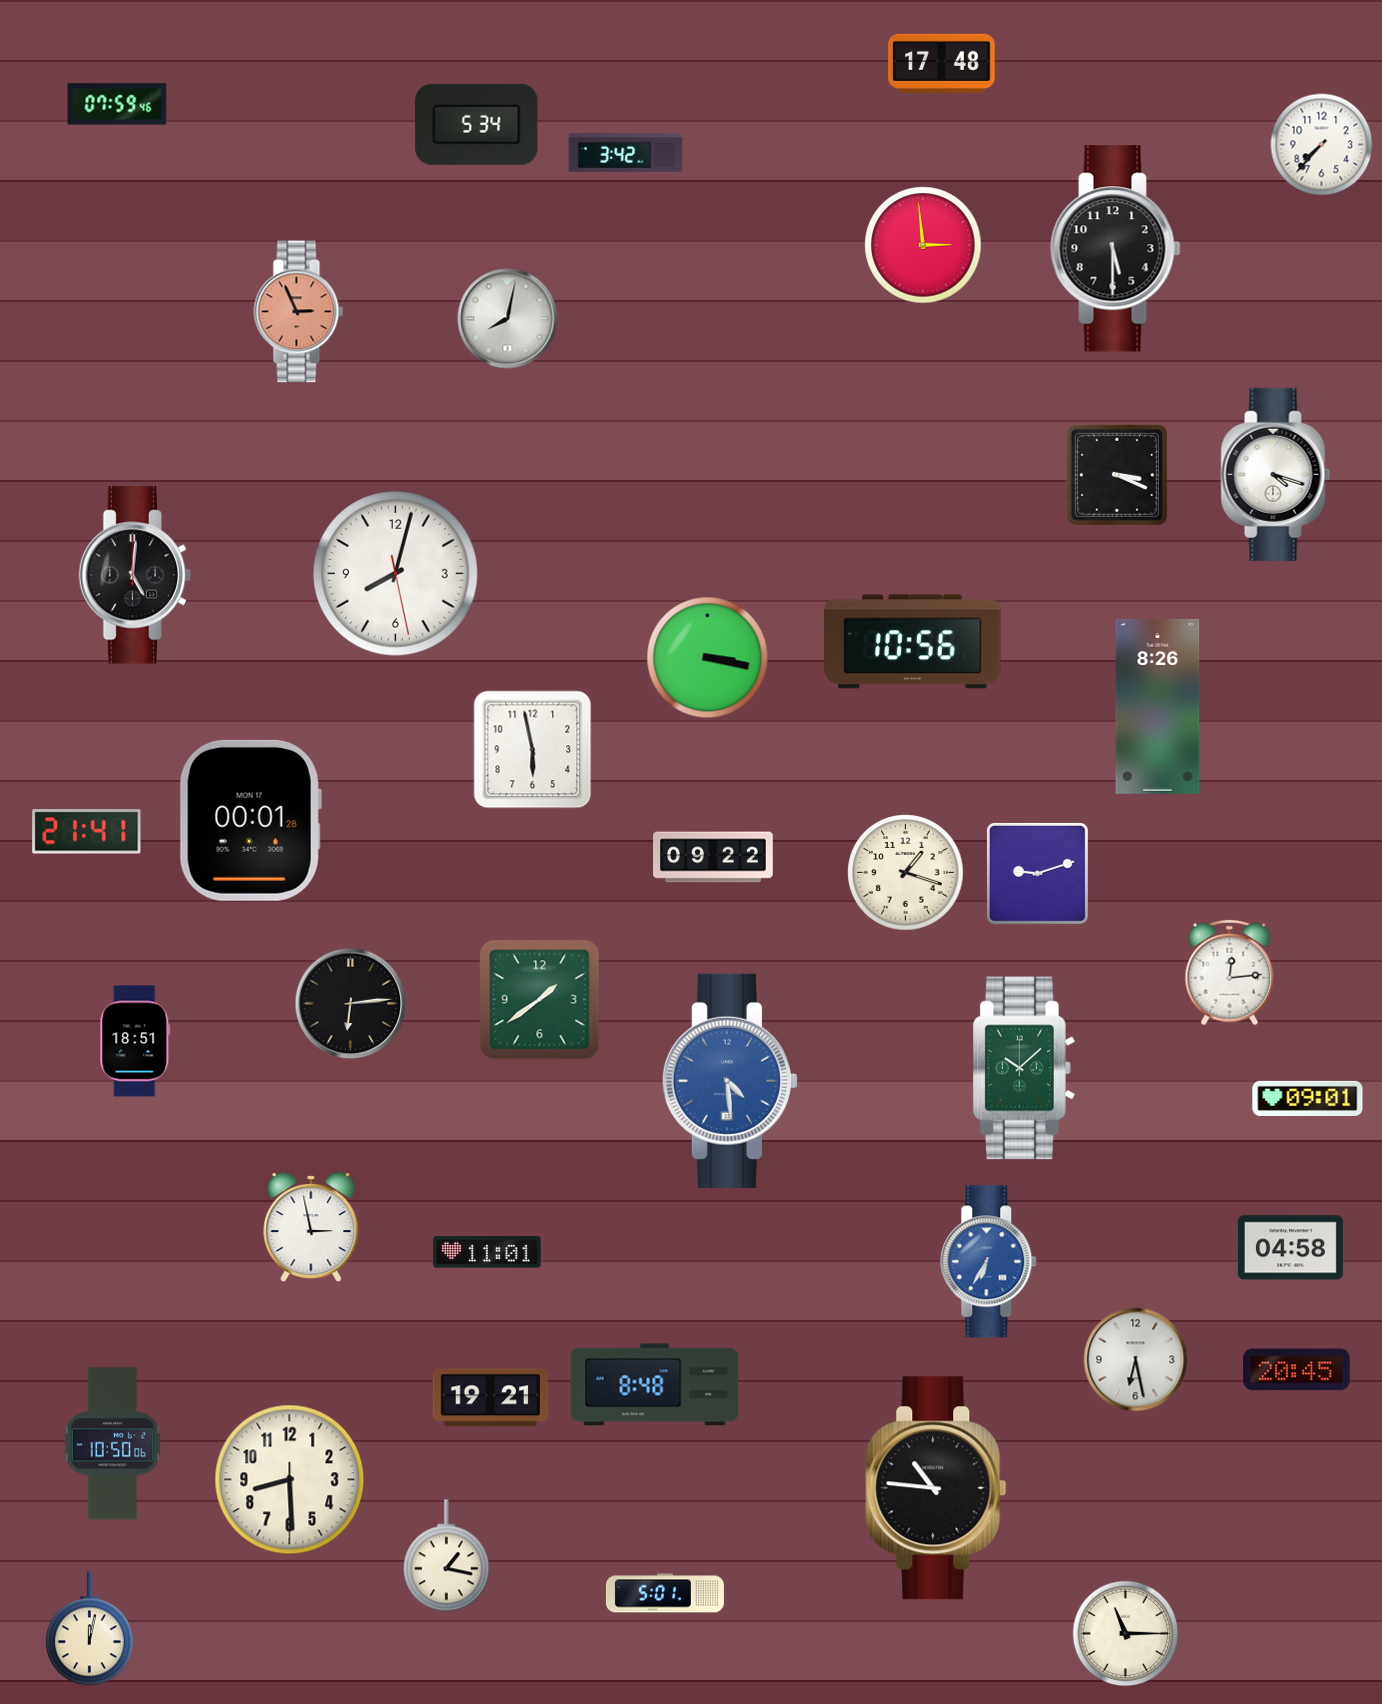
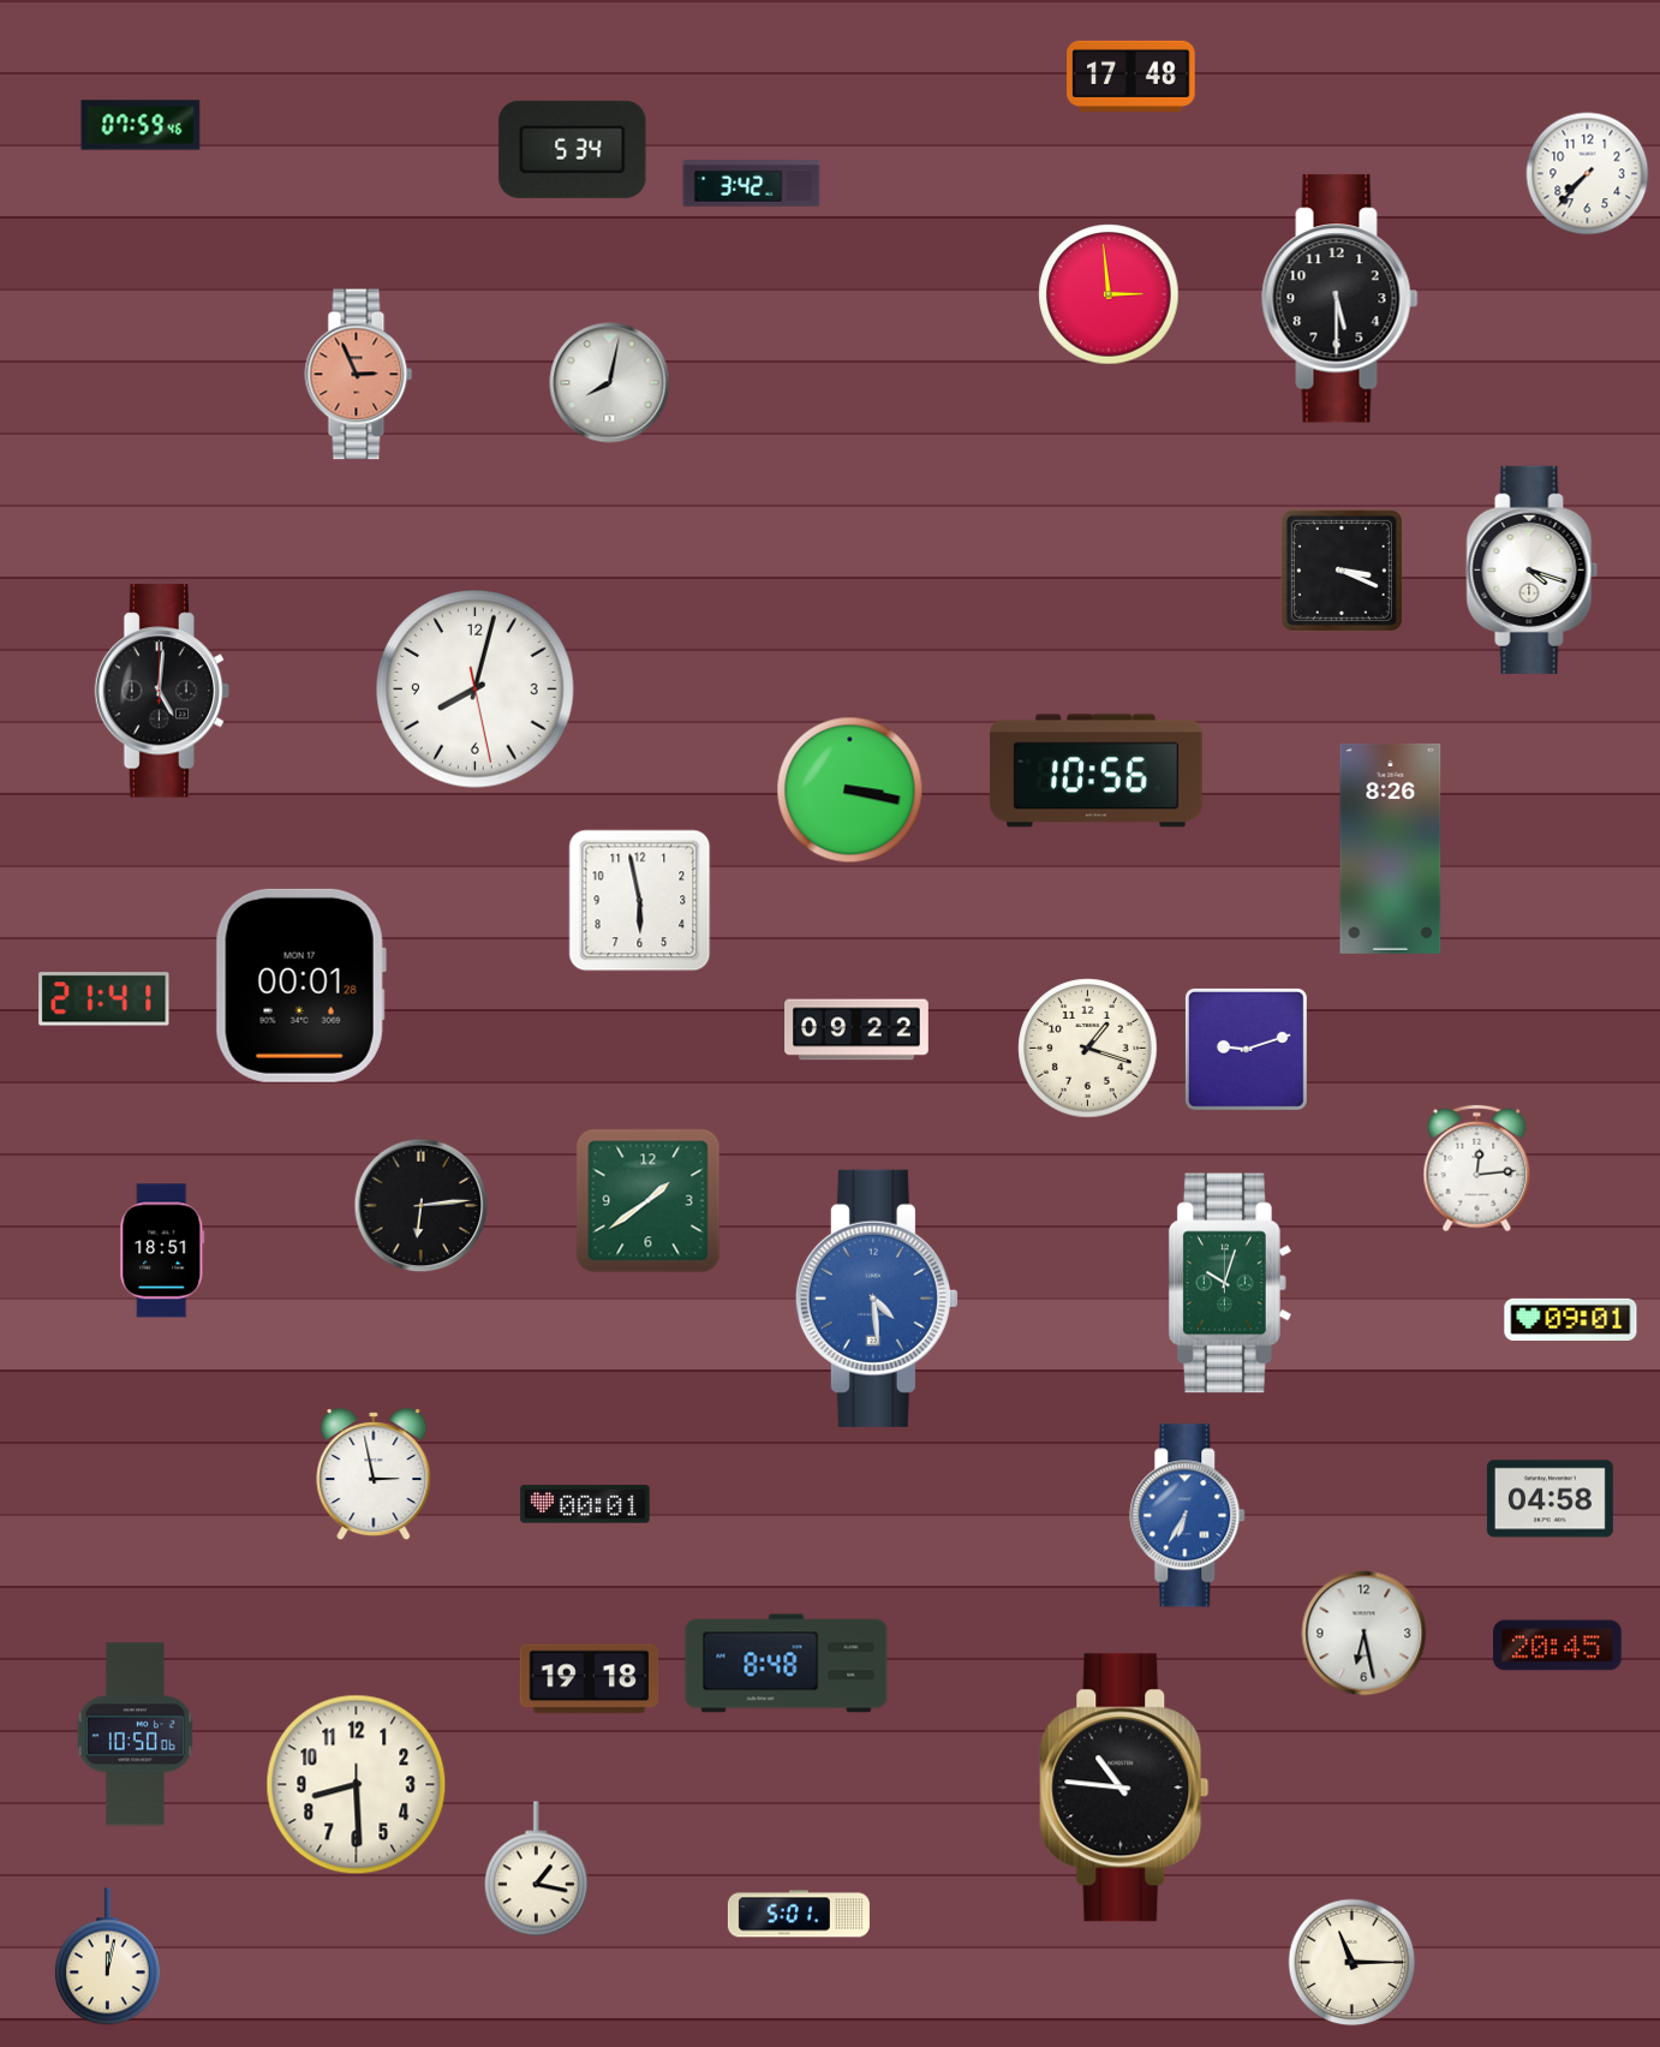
clock at (1024, 1068): 10:08 -> 10:03
clock at (487, 1252): 11:01 -> 00:01
clock at (491, 1398): 19:21 -> 19:18
clock at (290, 1480) position: (290, 1480) -> (357, 1785)
